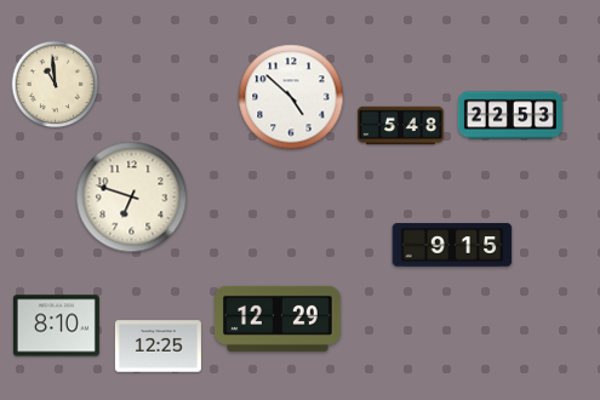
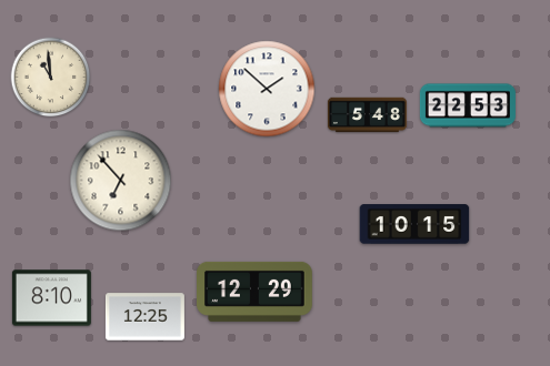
clock at (291, 97): 4:52 -> 1:52
clock at (132, 198): 6:48 -> 6:53
clock at (452, 245): 9:15 -> 10:15
